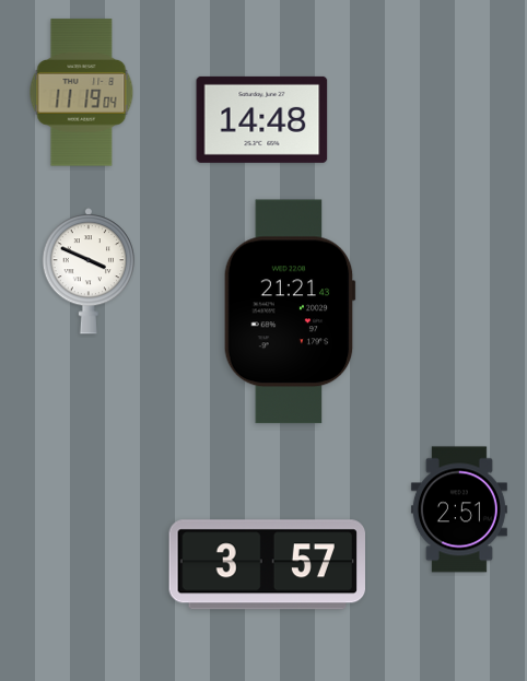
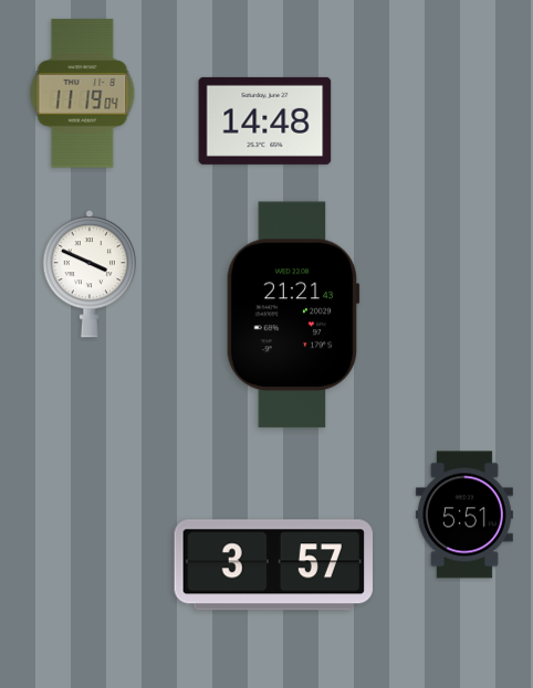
clock at (459, 509): 2:51 -> 5:51
clock at (267, 565) position: (267, 565) -> (273, 565)
